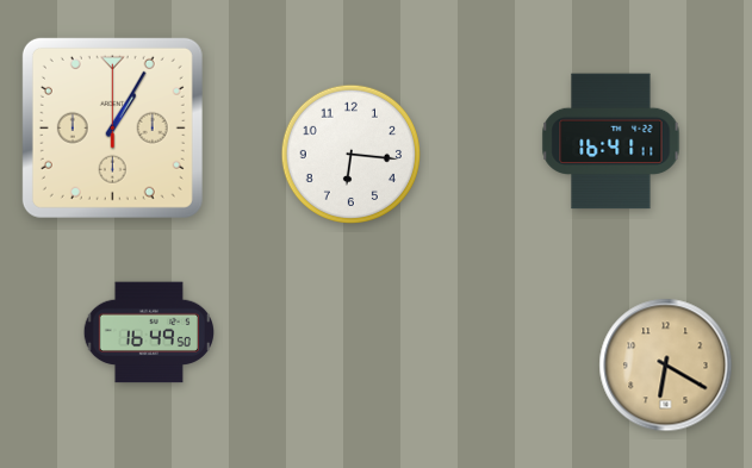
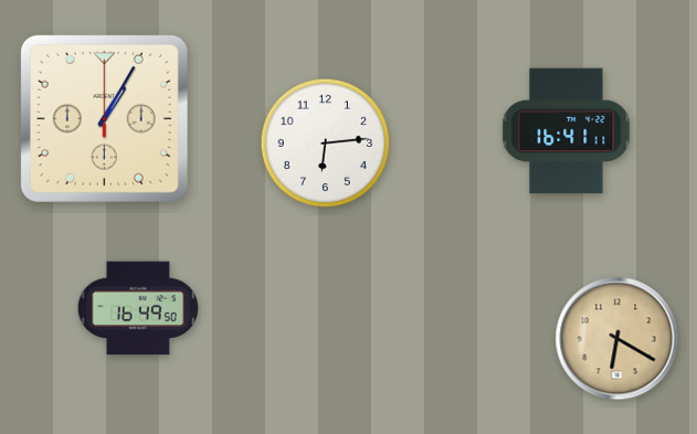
clock at (350, 154): 6:16 -> 6:14
